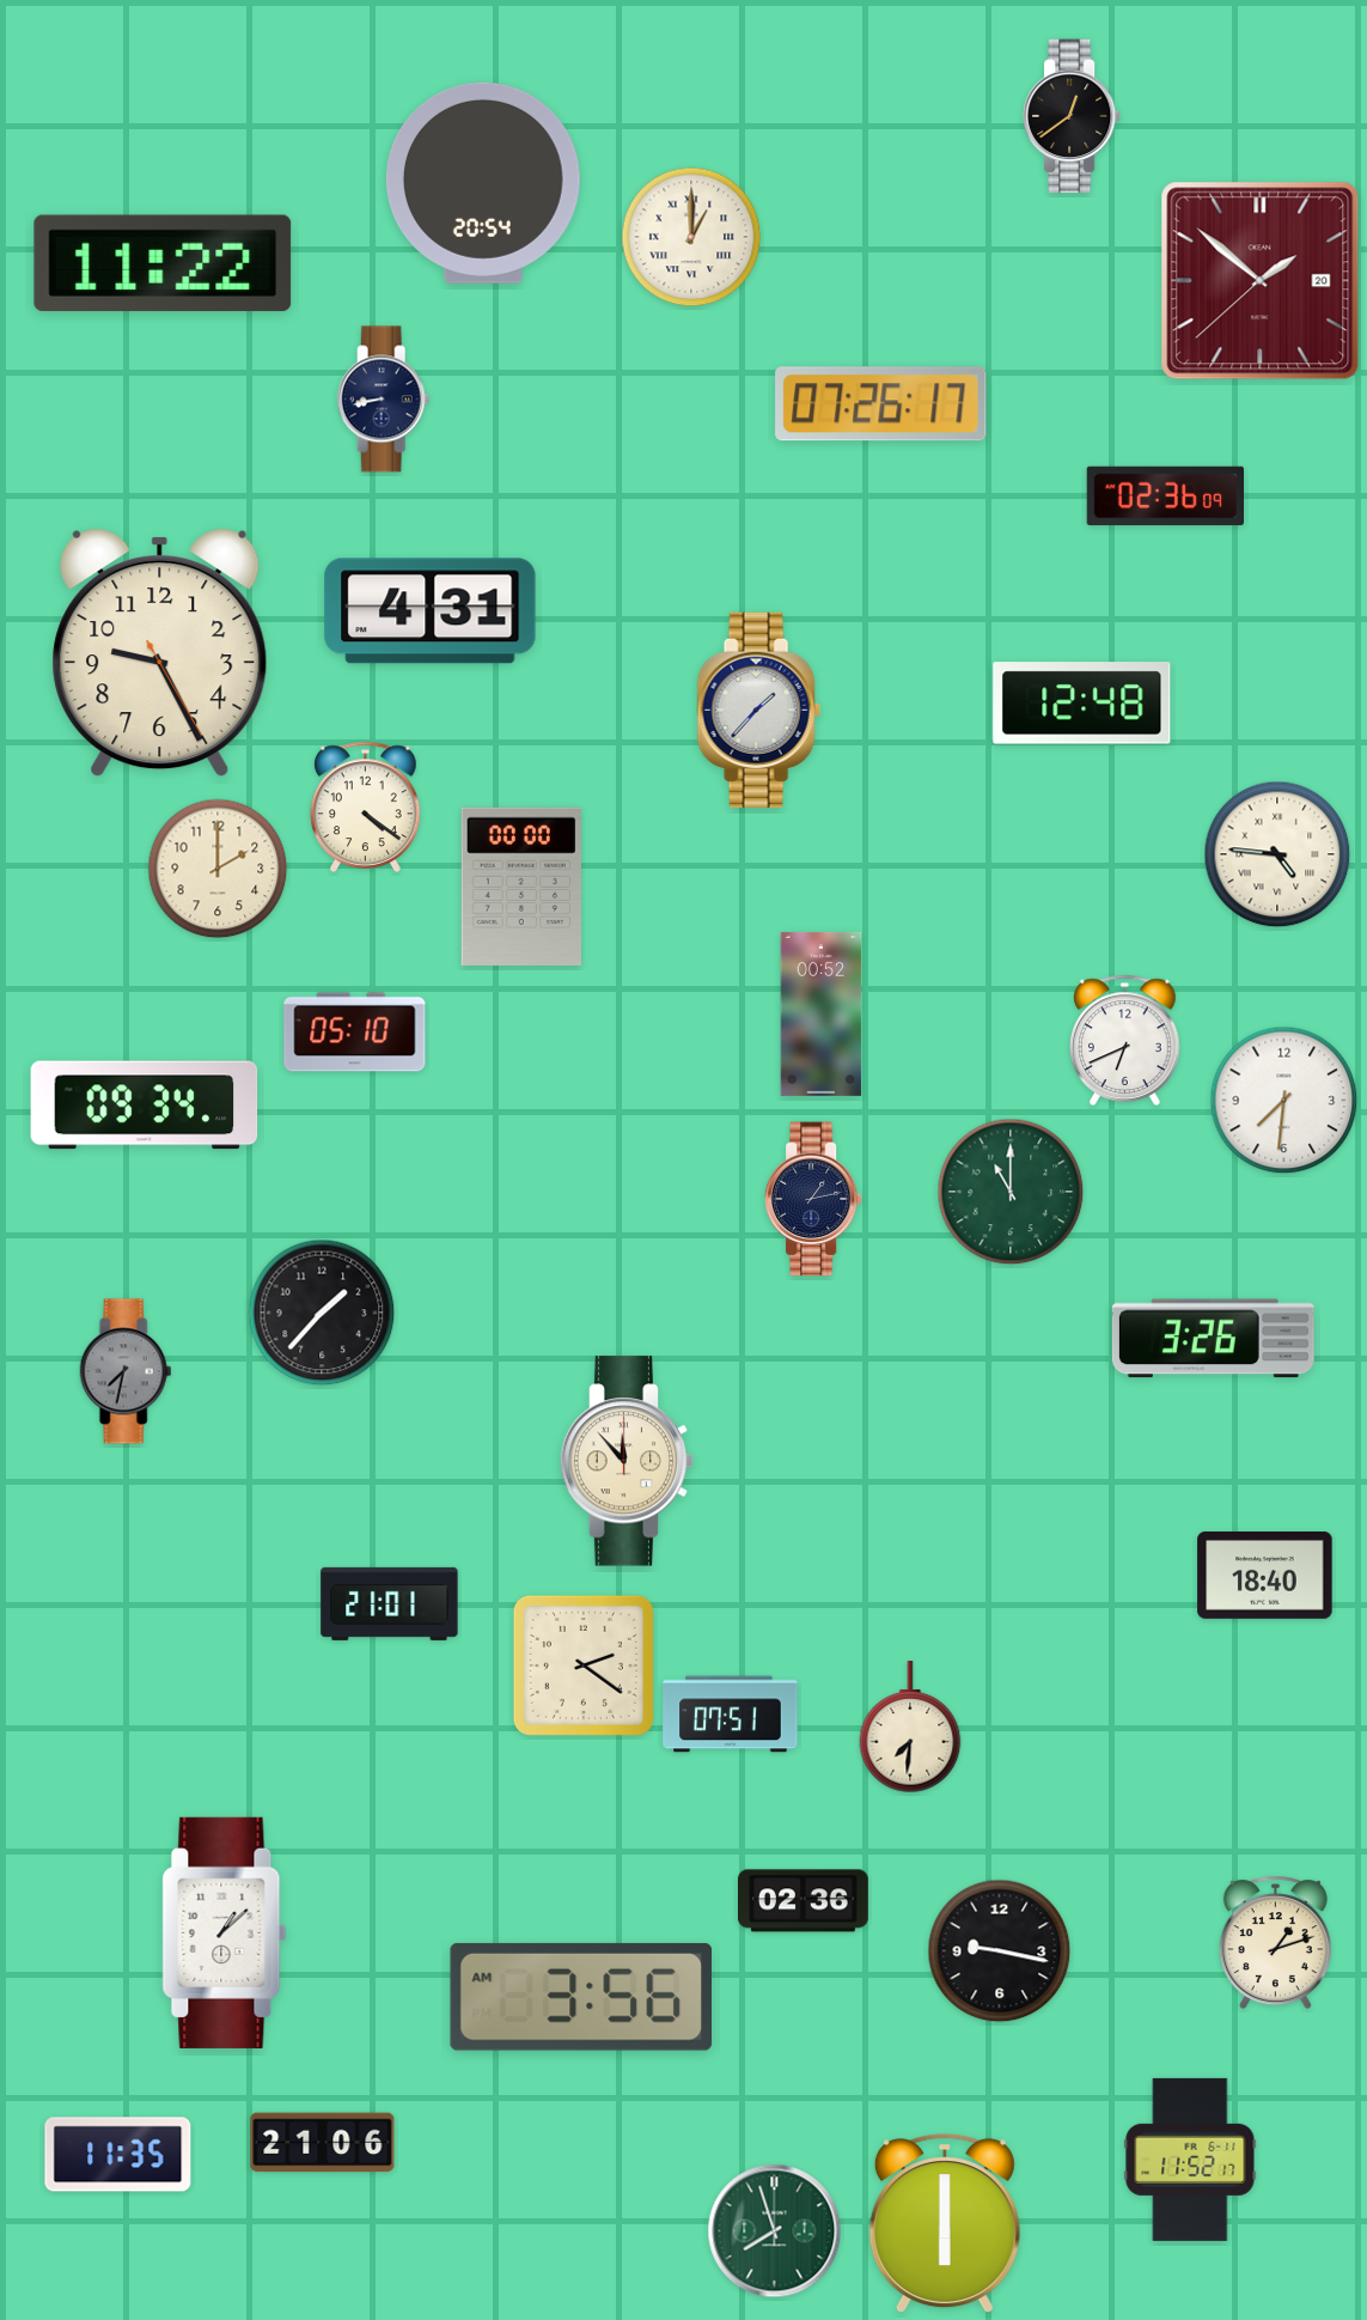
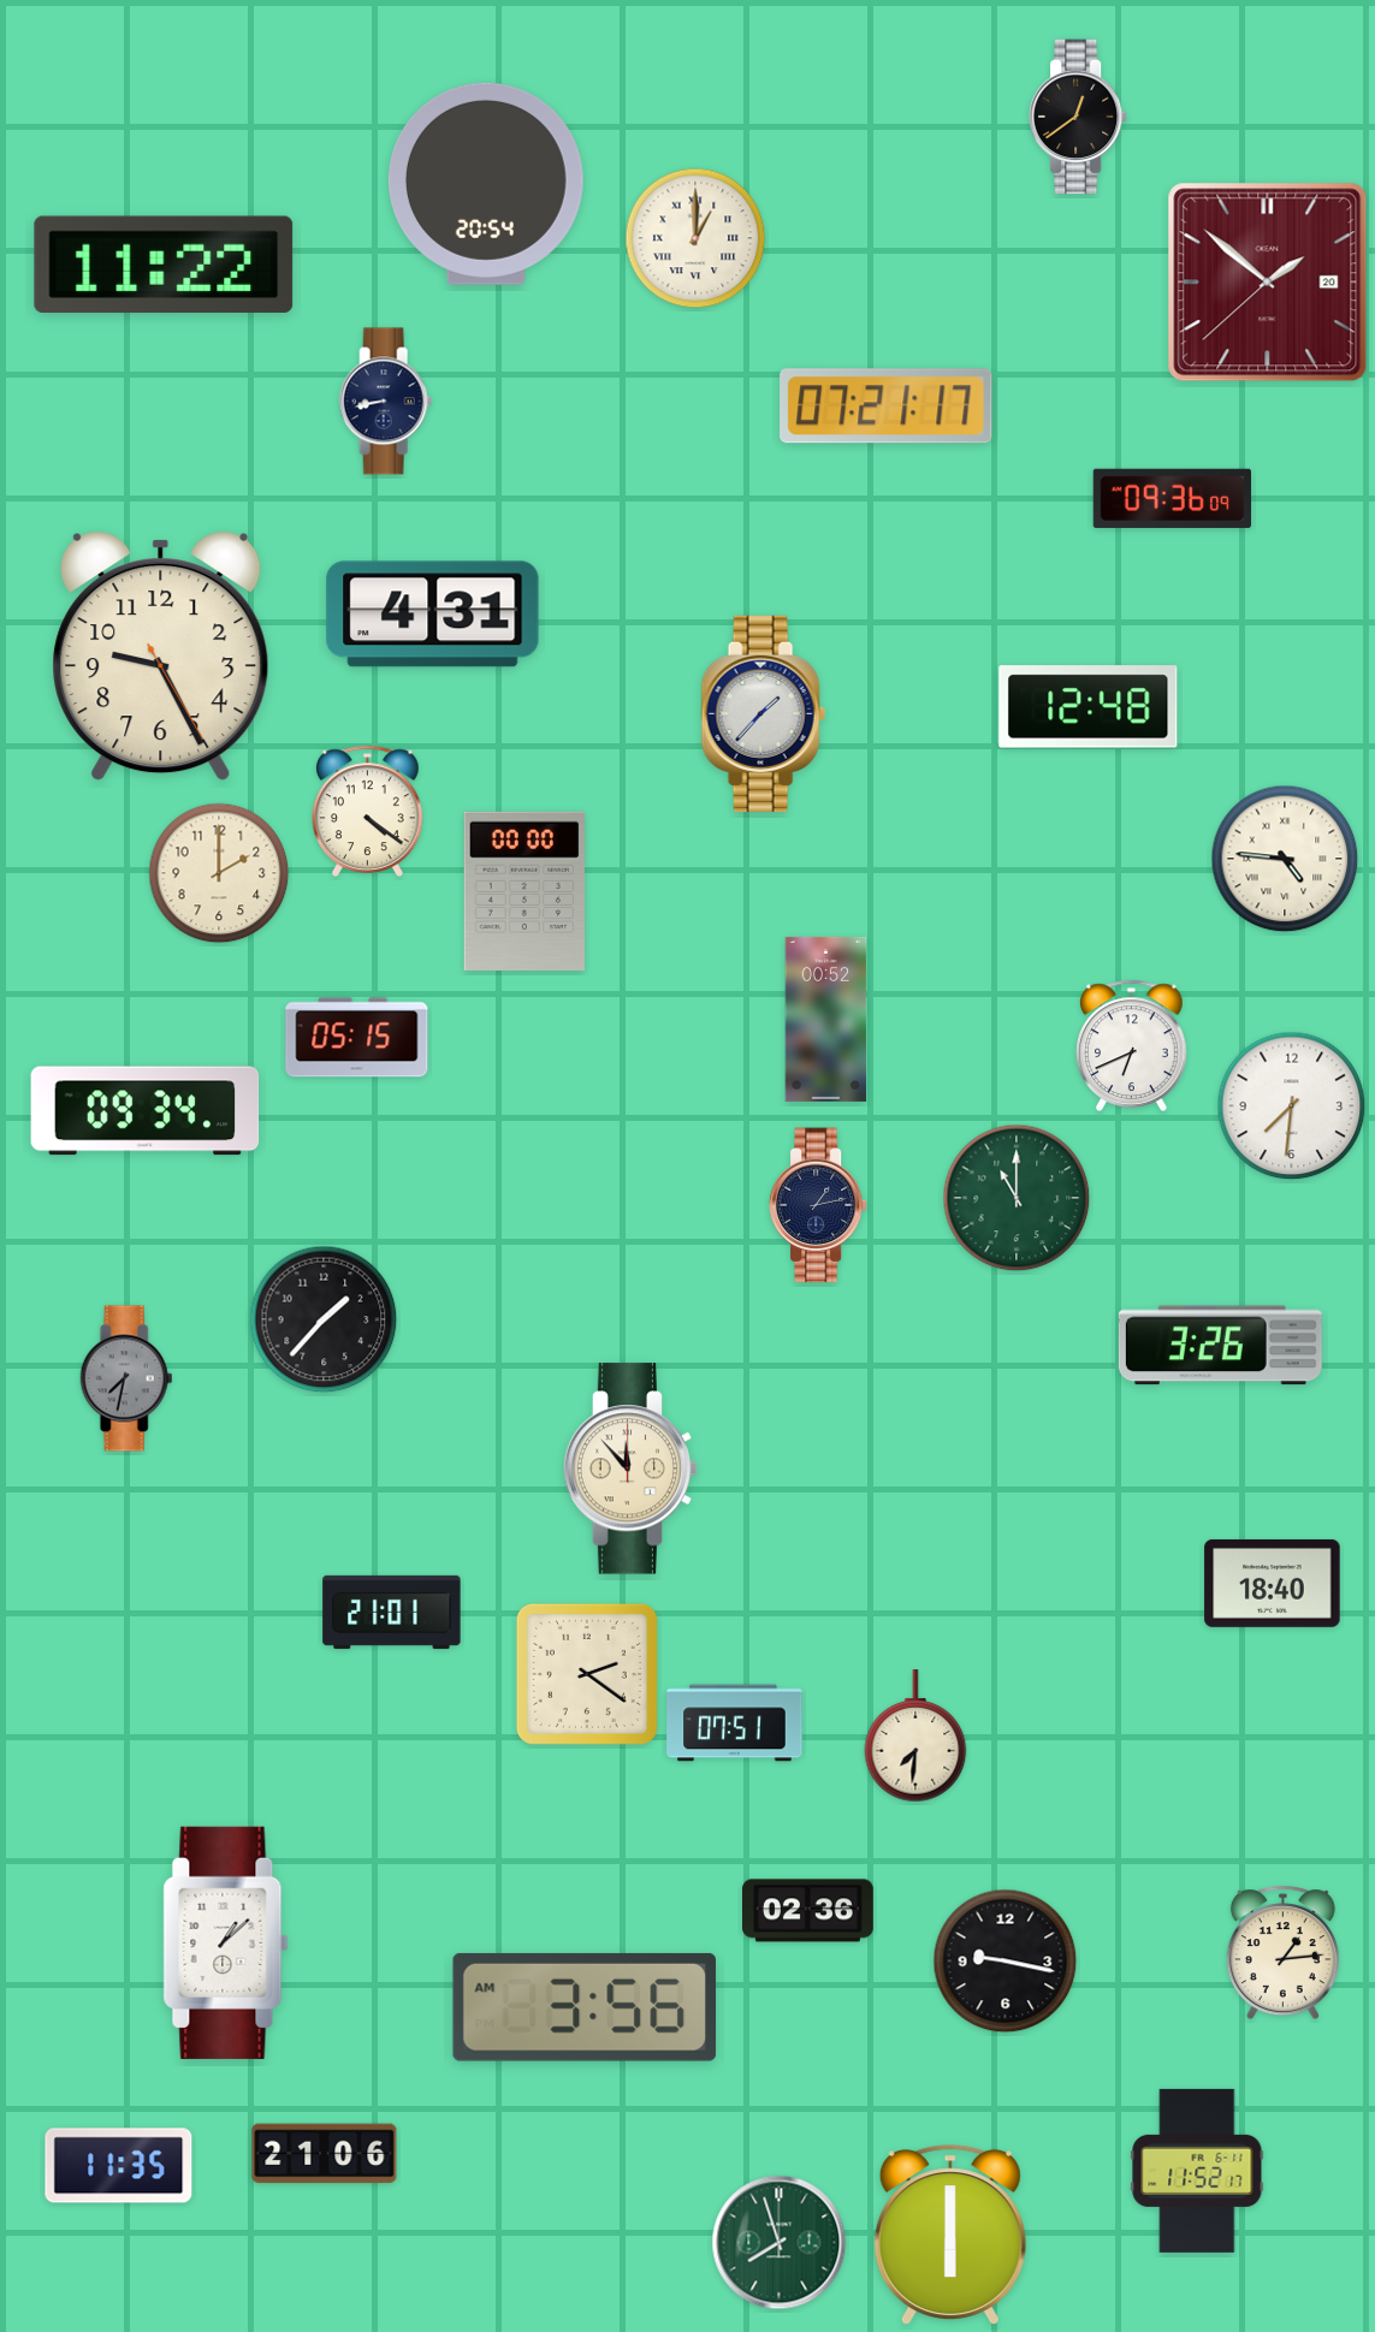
clock at (881, 404): 07:26 -> 07:21
clock at (1165, 495): 02:36 -> 09:36
clock at (355, 1033): 05:10 -> 05:15
clock at (1275, 1943): 1:12 -> 1:14
